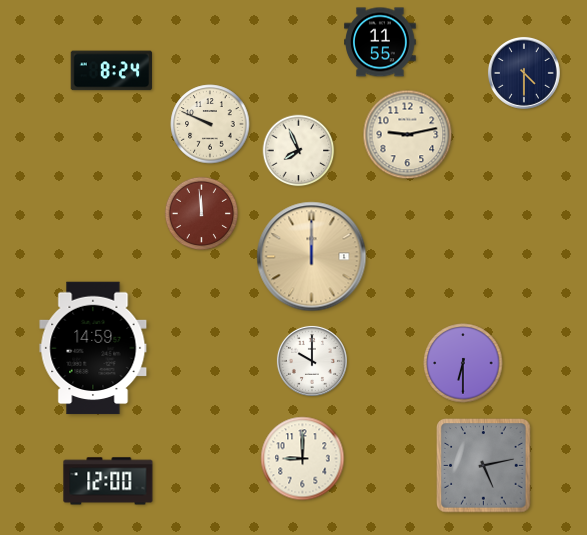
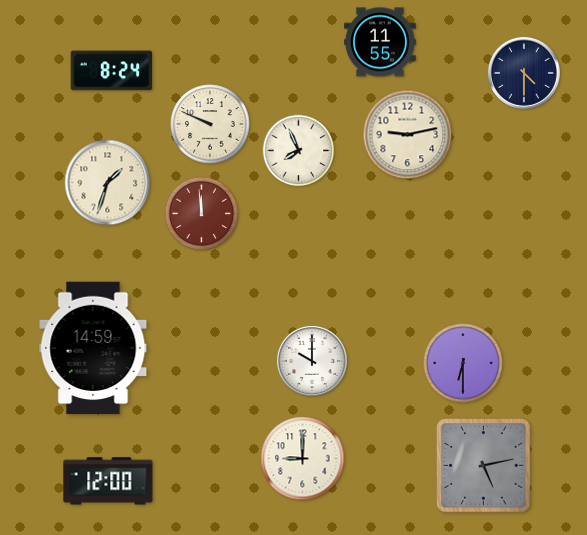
clock at (108, 183): none -> 1:33
clock at (312, 257): 12:00 -> none
